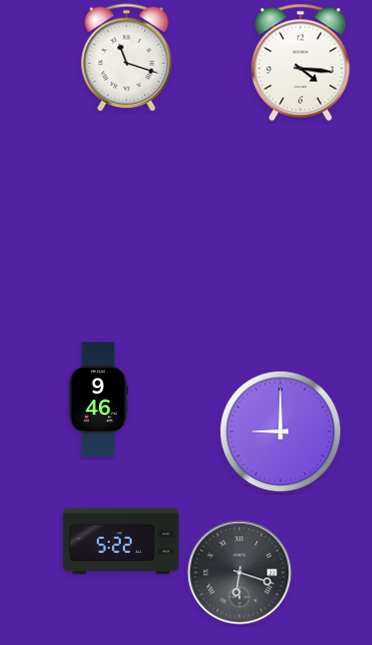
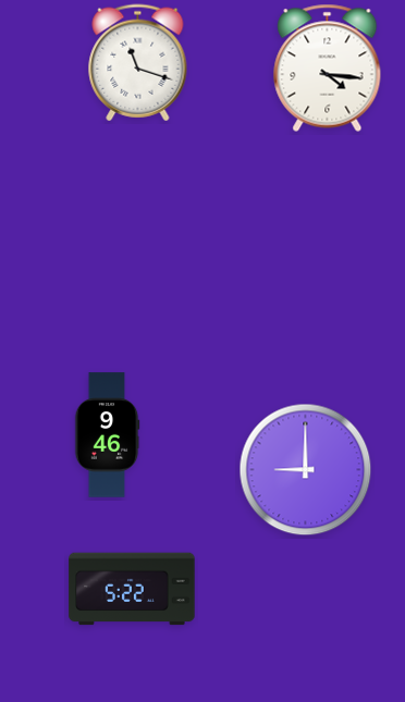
clock at (240, 573): 6:18 -> none
